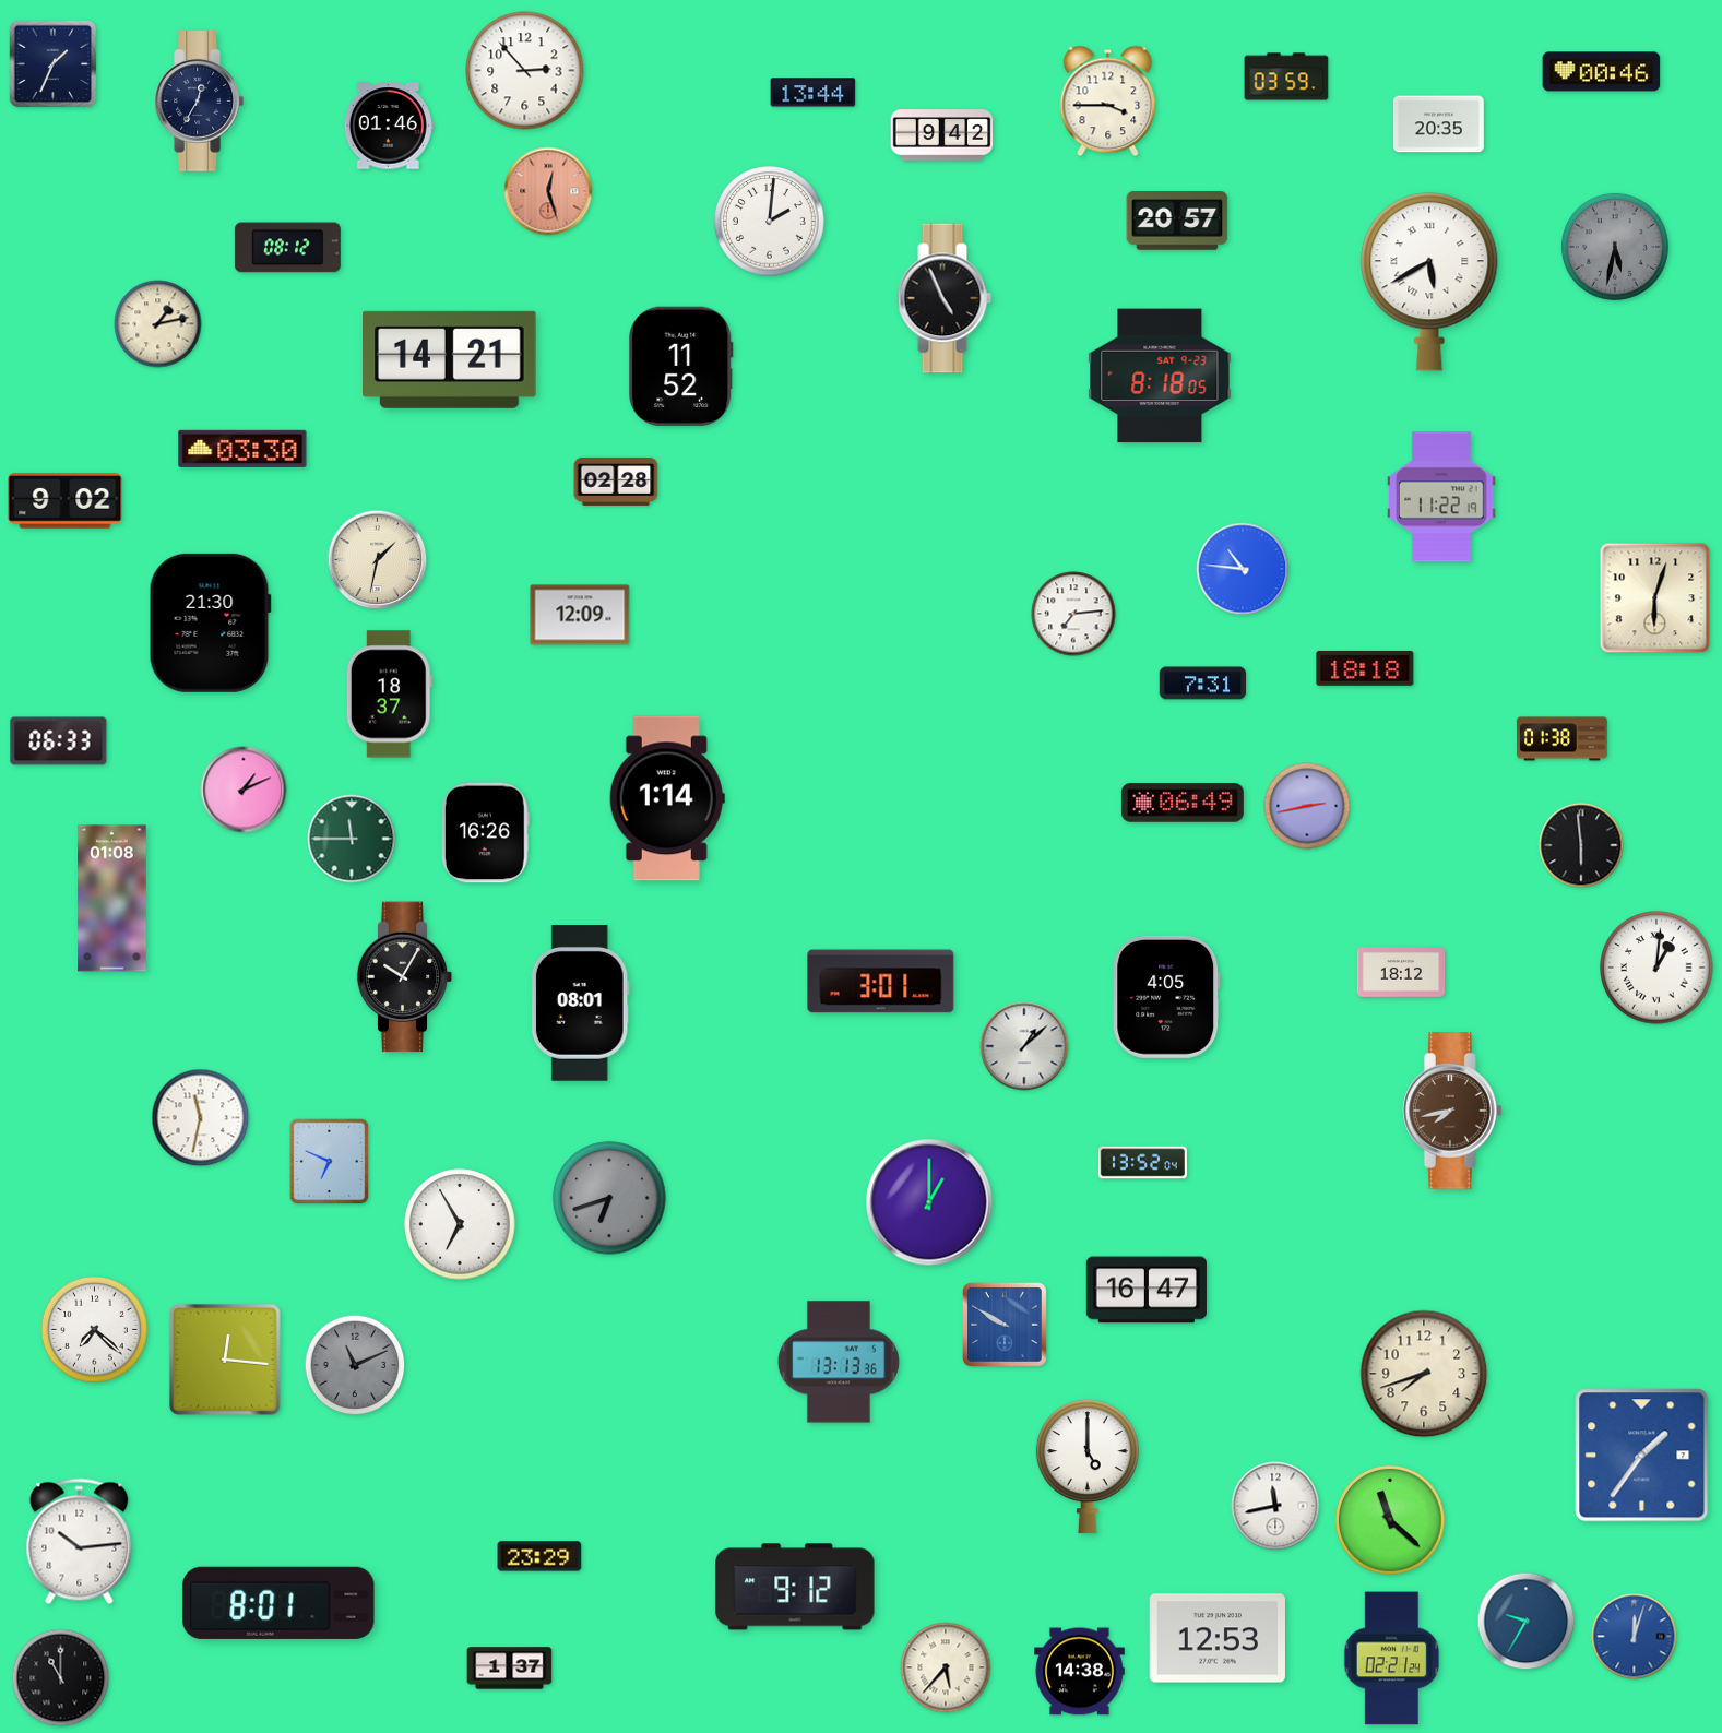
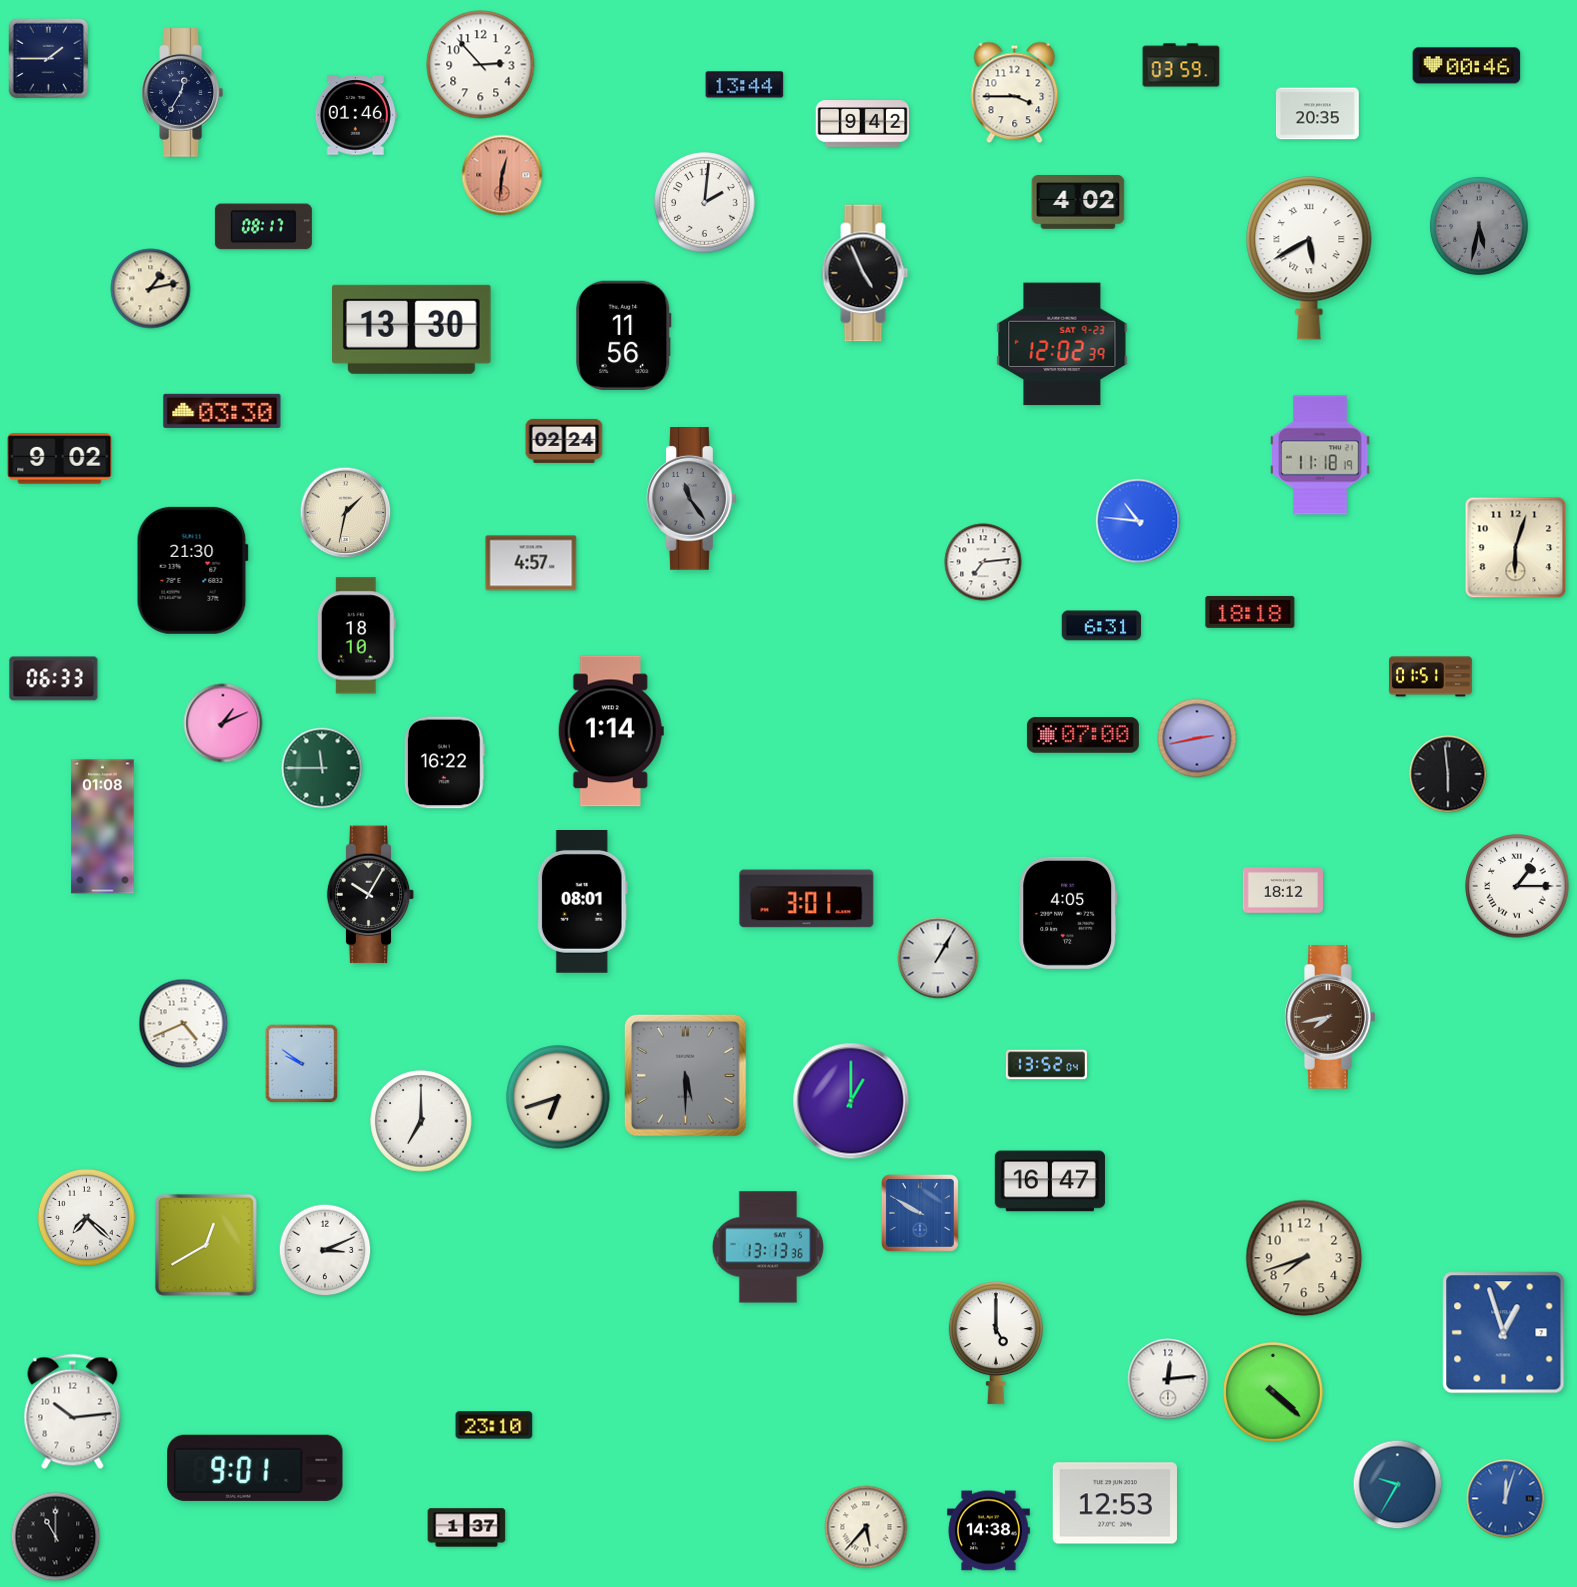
clock at (54, 64): 1:34 -> 1:45
clock at (1286, 76) position: (1286, 76) -> (1181, 65)
clock at (548, 191): 12:27 -> 12:31
clock at (1177, 221): 20:57 -> 4:02
clock at (287, 248): 08:12 -> 08:17
clock at (158, 324) position: (158, 324) -> (151, 289)
clock at (450, 359): 14:21 -> 13:30
clock at (681, 366): 11:52 -> 11:56
clock at (1160, 376): 8:18 -> 12:02
clock at (616, 482): 02:28 -> 02:24
clock at (1441, 497): 11:22 -> 11:18
clock at (692, 499): none -> 11:24
clock at (580, 615): 12:09 -> 4:57
clock at (1203, 684): 7:31 -> 6:31
clock at (389, 695): 18:37 -> 18:10
clock at (1563, 739): 01:38 -> 01:51
clock at (1183, 803): 06:49 -> 07:00
clock at (485, 833): 16:26 -> 16:22
clock at (112, 899) position: (112, 899) -> (103, 827)
clock at (1656, 968): 1:01 -> 1:15
clock at (580, 1004) position: (580, 1004) -> (582, 902)
clock at (1024, 1046): 1:08 -> 1:05
clock at (201, 1118): 11:32 -> 4:41
clock at (330, 1162): 6:49 -> 9:51
clock at (685, 1075): none -> 5:30
clock at (609, 1198) dial: grey -> cream
clock at (460, 1224): 6:55 -> 7:00
clock at (225, 1360): 12:16 -> 12:40
clock at (355, 1365): 11:11 -> 3:11
clock at (355, 1365) dial: grey -> white
clock at (1642, 1456): 1:36 -> 12:57
clock at (1275, 1506): 11:43 -> 12:14
clock at (1391, 1521): 11:22 -> 4:22
clock at (539, 1556): 23:29 -> 23:10
clock at (795, 1587): 9:12 -> none
clock at (278, 1603): 8:01 -> 9:01
clock at (1635, 1637) position: (1635, 1637) -> (1506, 1499)
clock at (1216, 1638) position: (1216, 1638) -> (1114, 1503)
clock at (1392, 1659): 02:21 -> none
